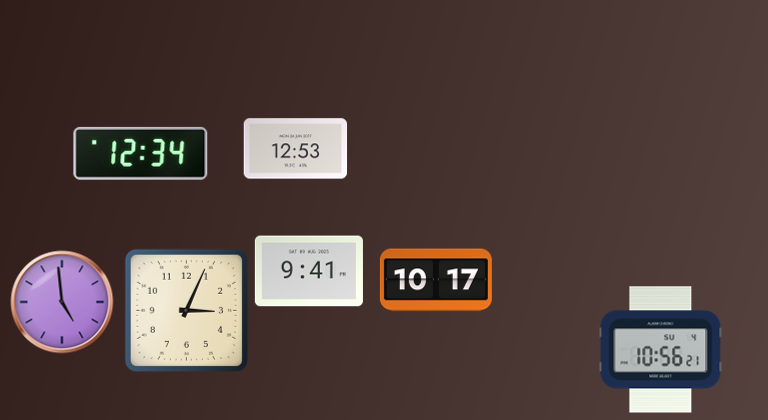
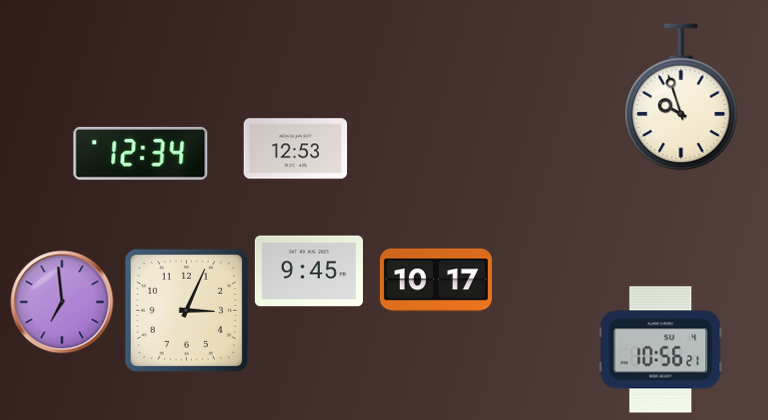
clock at (681, 97): none -> 9:57
clock at (309, 271): 9:41 -> 9:45
clock at (62, 302): 4:59 -> 6:59
